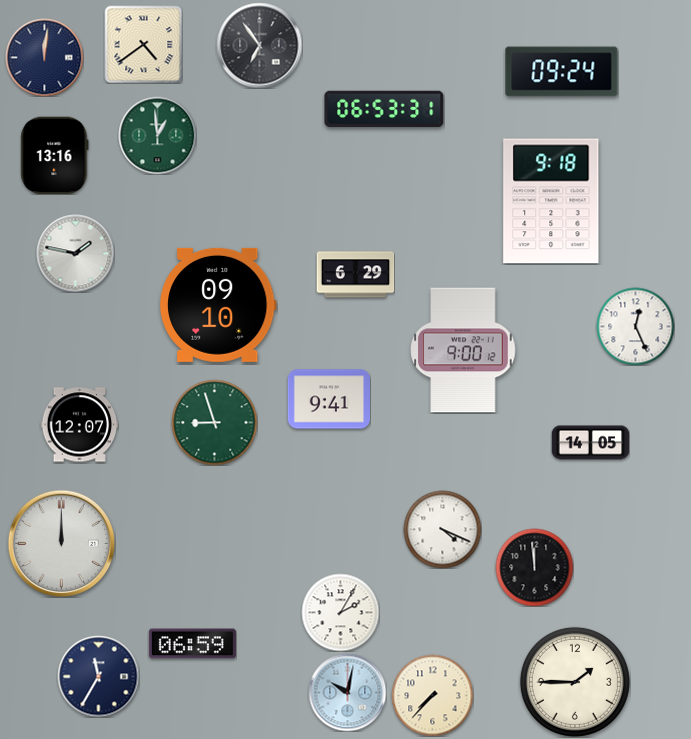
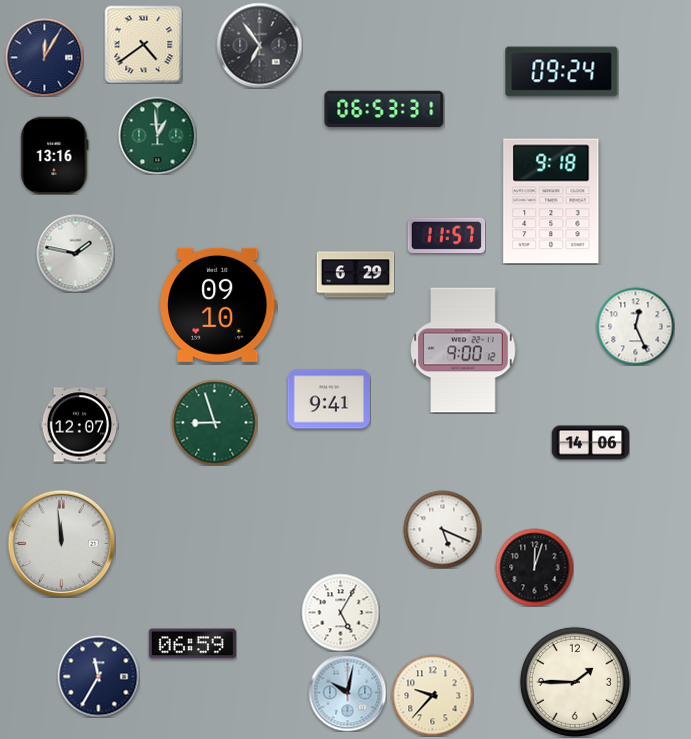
clock at (44, 57): 12:01 -> 12:05
clock at (446, 236): none -> 11:57
clock at (590, 443): 14:05 -> 14:06
clock at (442, 529): 4:19 -> 5:19
clock at (61, 543): 12:00 -> 11:59
clock at (534, 567): 11:59 -> 12:03
clock at (340, 612): 2:05 -> 5:05
clock at (432, 695): 7:37 -> 9:37
